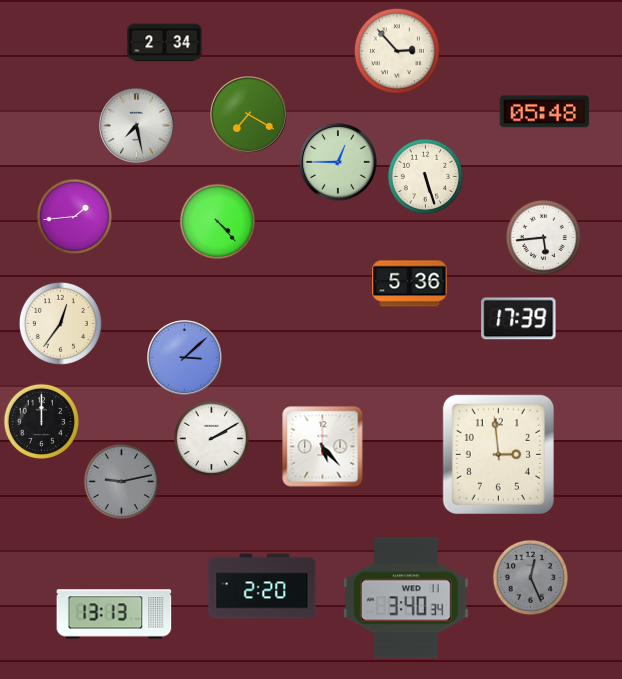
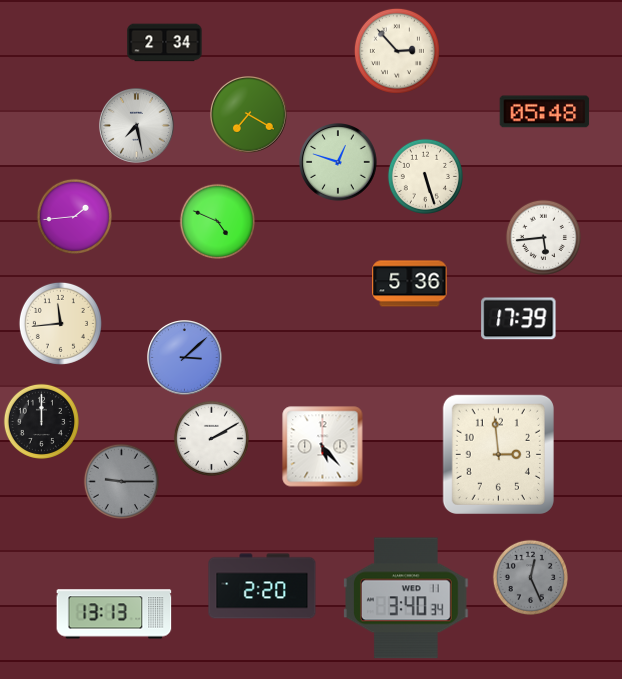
clock at (339, 163): 12:45 -> 12:48
clock at (217, 221): 4:23 -> 4:49
clock at (60, 323): 12:36 -> 11:44
clock at (121, 481): 9:13 -> 9:15
